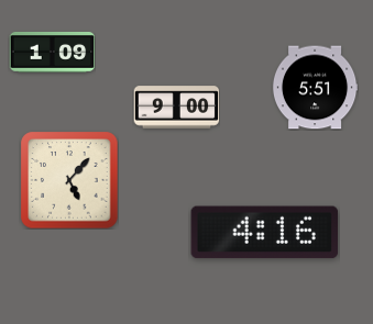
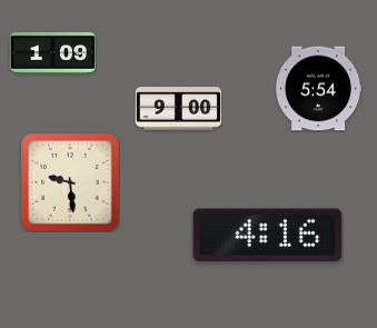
clock at (315, 88): 5:51 -> 5:54
clock at (69, 180): 5:07 -> 9:29
